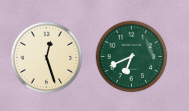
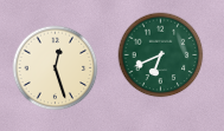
clock at (132, 57) position: (132, 57) -> (161, 55)
